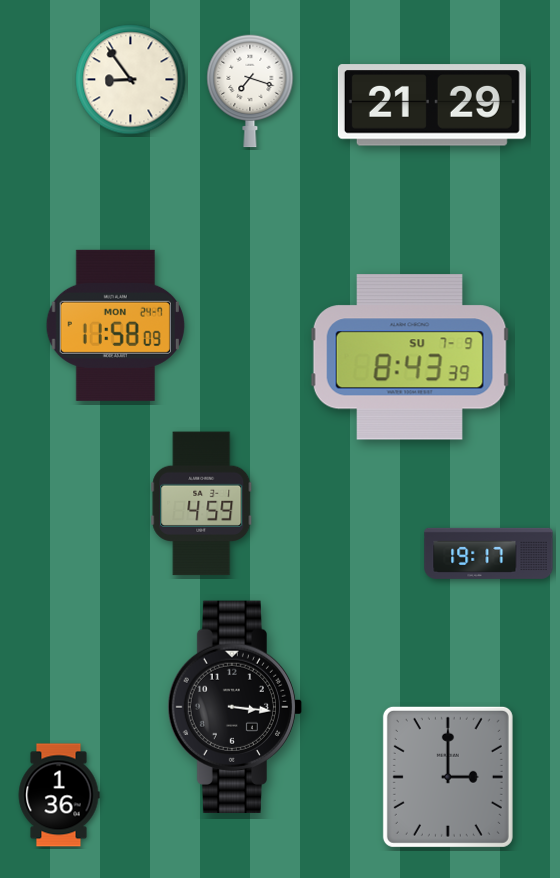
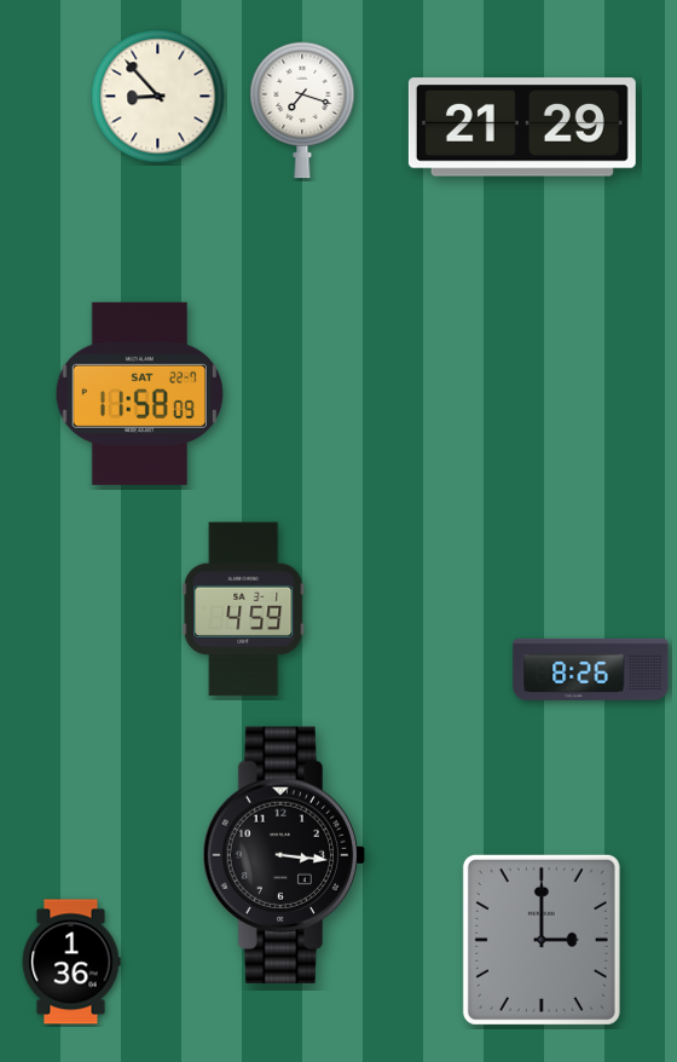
clock at (131, 80): 8:54 -> 8:53
clock at (115, 325) date: MON 24-7 -> SAT 22-7
clock at (410, 357): 8:43 -> none
clock at (489, 553): 19:17 -> 8:26
